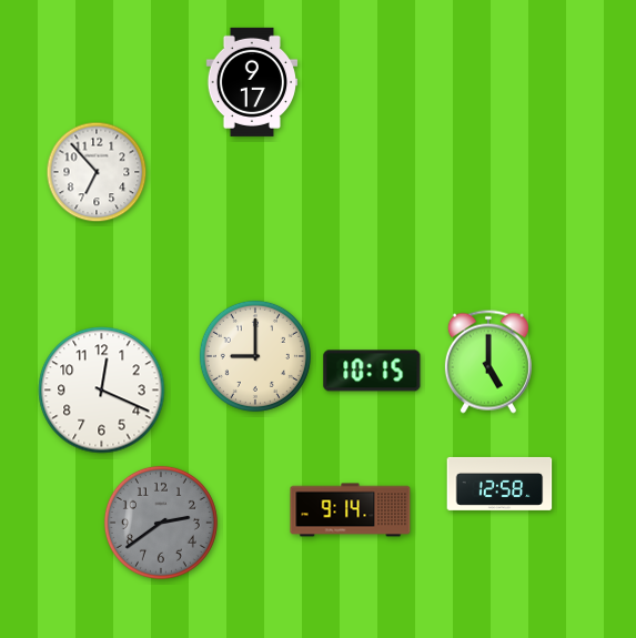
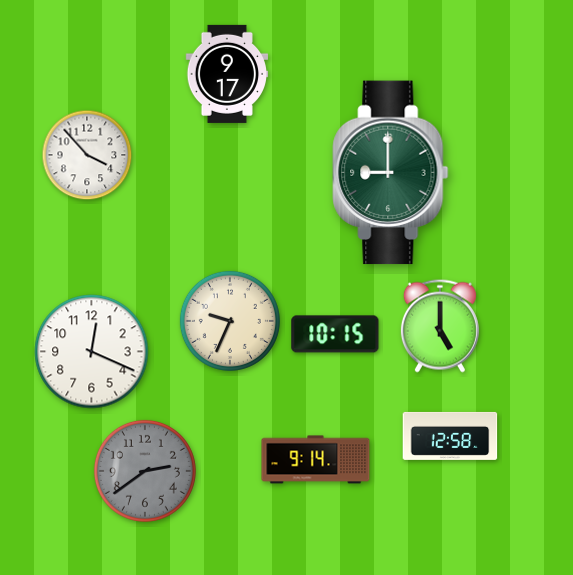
clock at (97, 172): 6:53 -> 3:53
clock at (391, 173): none -> 9:00
clock at (255, 356): 9:00 -> 9:34
